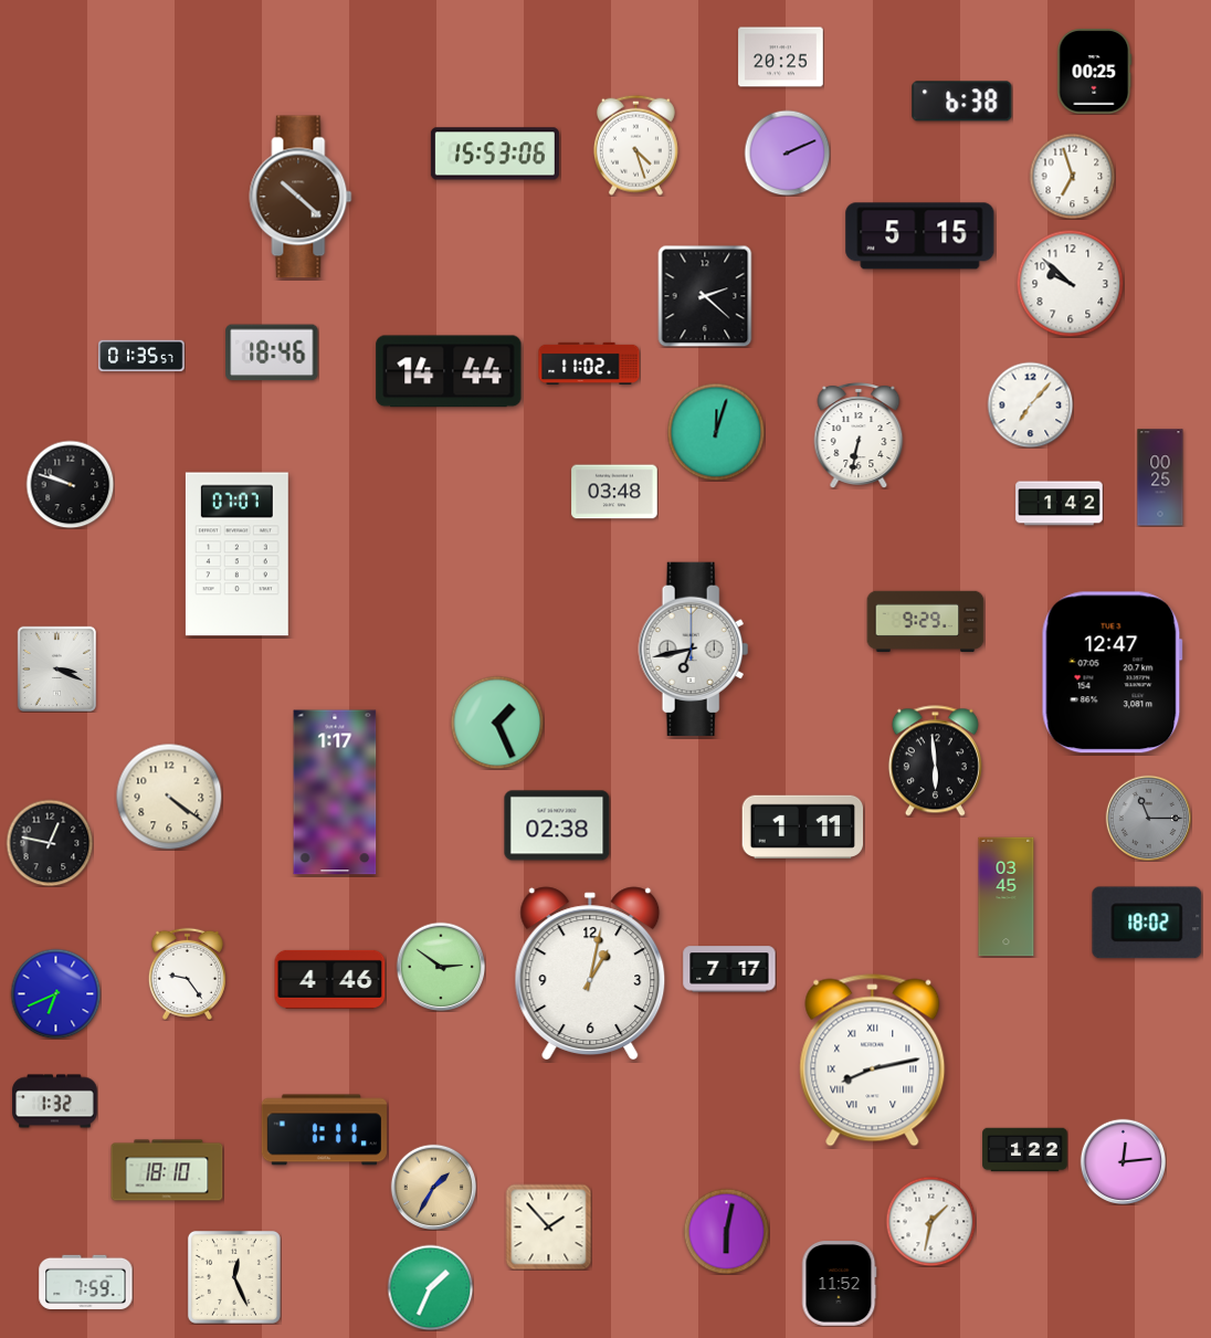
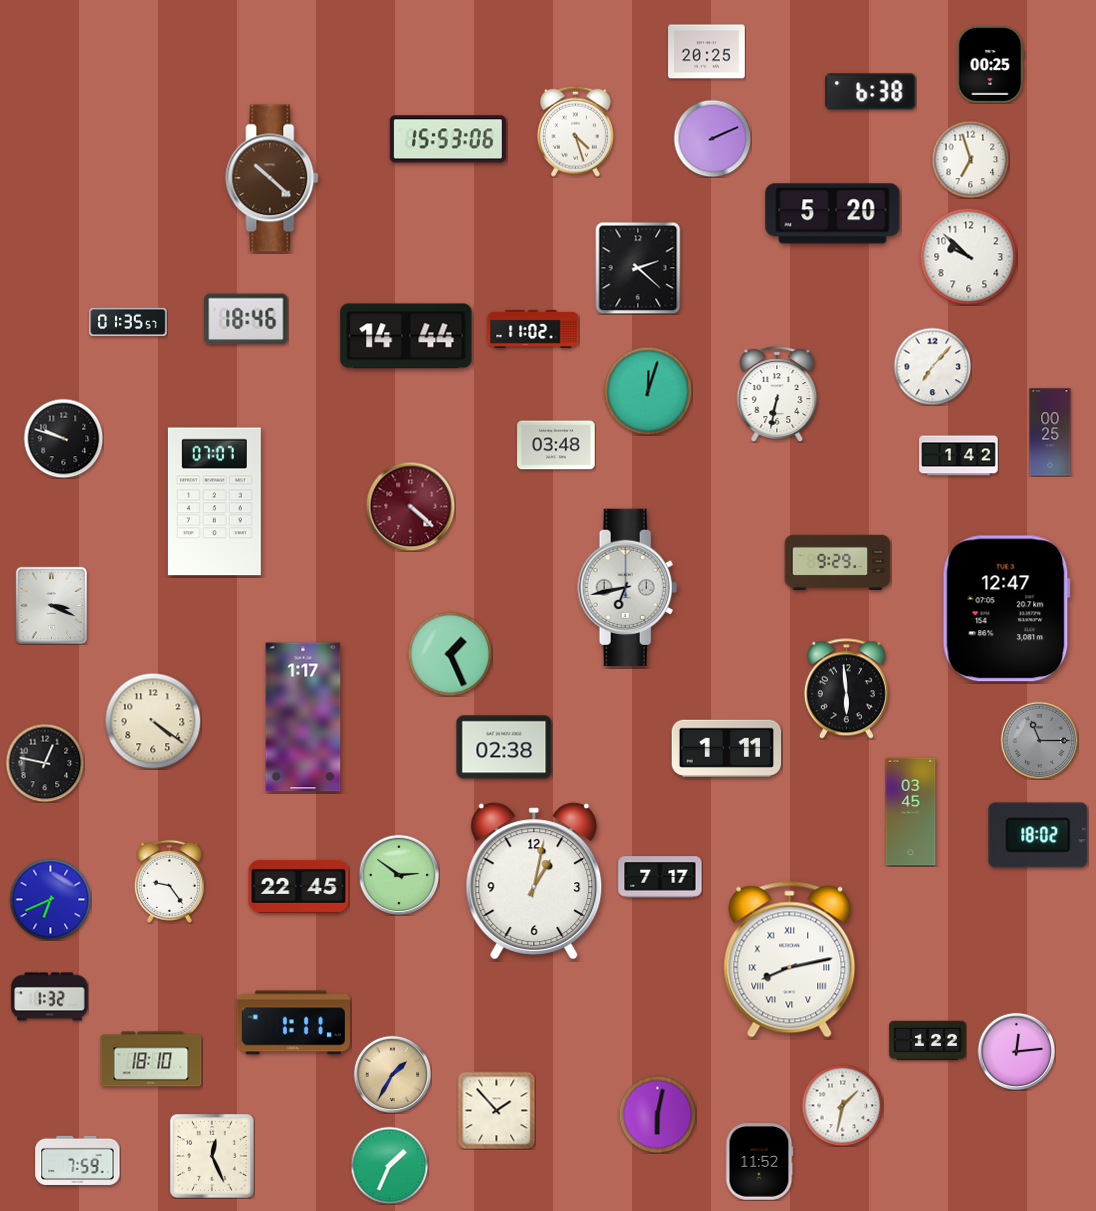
clock at (920, 236): 5:15 -> 5:20
clock at (410, 506): none -> 4:22
clock at (330, 979): 4:46 -> 22:45
